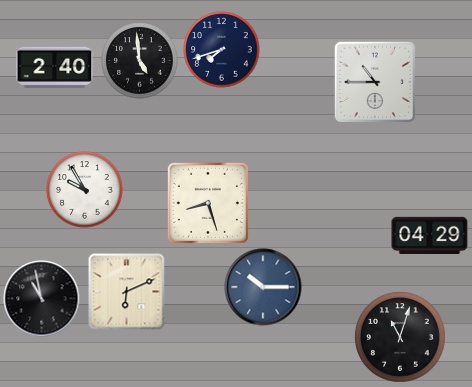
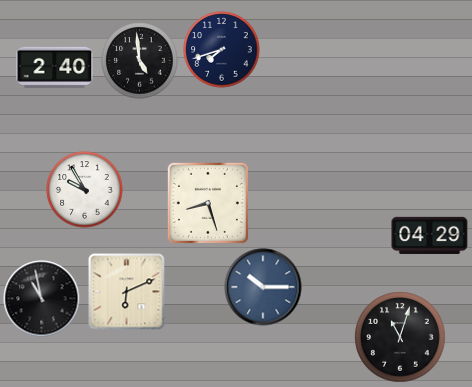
clock at (375, 82): 10:45 -> none
